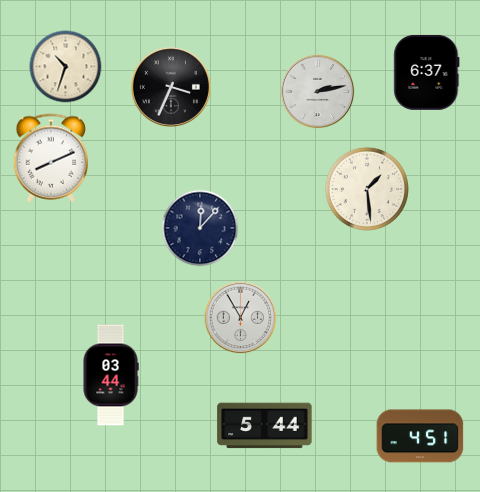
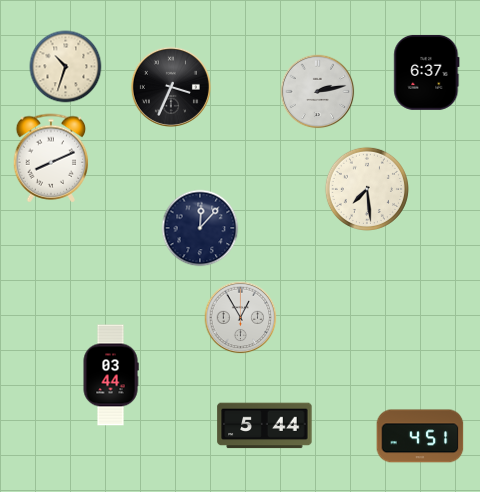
clock at (367, 189): 1:29 -> 7:29
